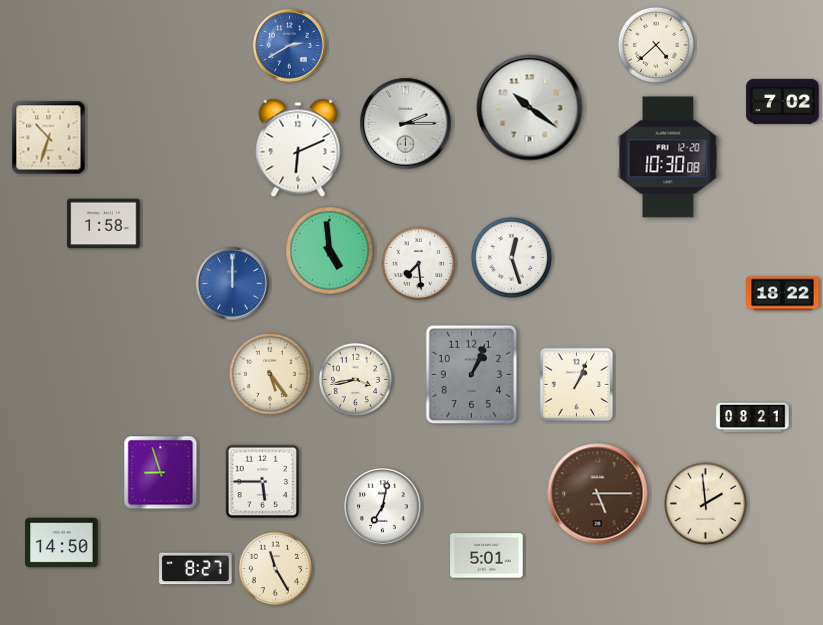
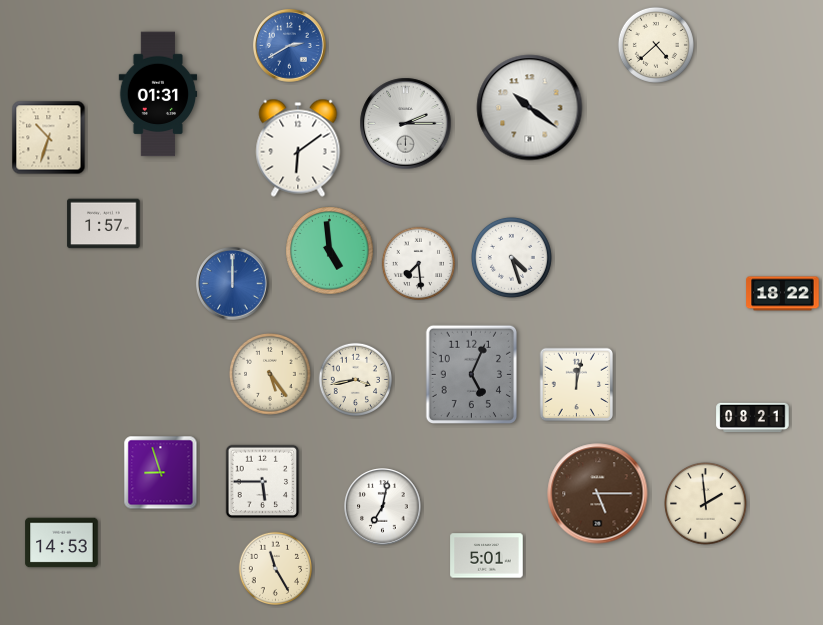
clock at (158, 94): none -> 01:31
clock at (783, 101): 7:02 -> none
clock at (298, 148): 6:11 -> 6:09
clock at (668, 157): 10:30 -> none
clock at (104, 224): 1:58 -> 1:57
clock at (511, 257): 12:27 -> 4:27
clock at (471, 374): 1:04 -> 5:04
clock at (577, 385): 1:04 -> 12:02
clock at (62, 543): 14:50 -> 14:53
clock at (196, 569): 8:27 -> none
